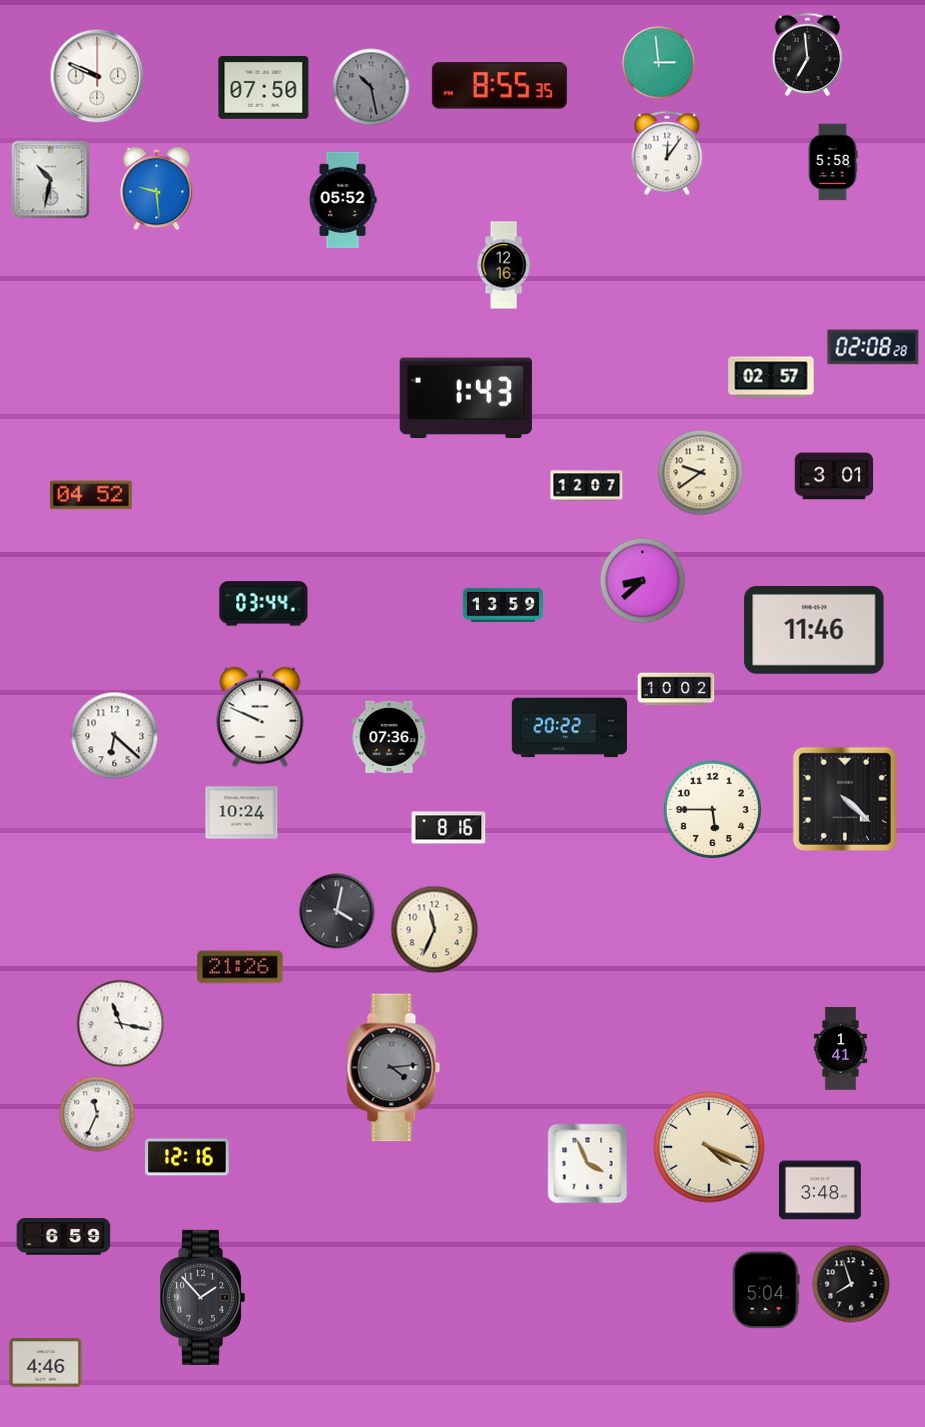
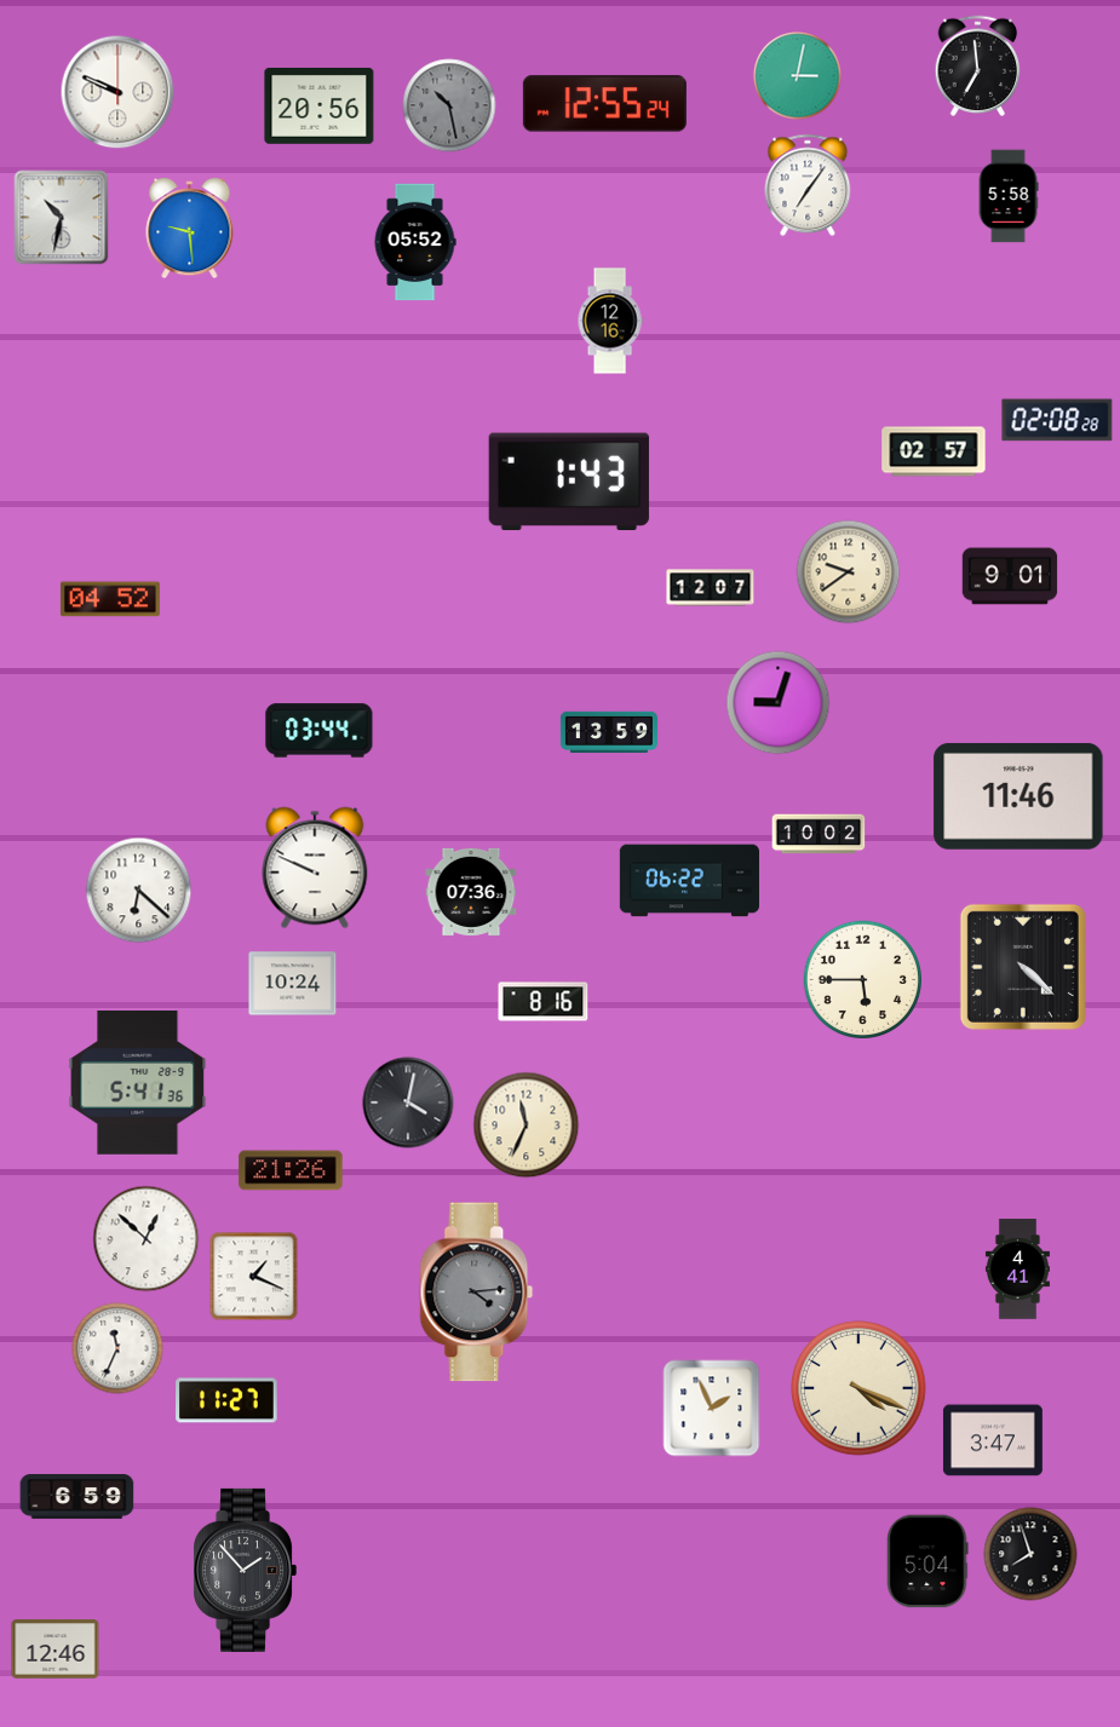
clock at (659, 63): 2:59 -> 3:02
clock at (499, 86): 8:55 -> 12:55
clock at (264, 87): 07:50 -> 20:56
clock at (667, 153): 12:06 -> 7:06
clock at (771, 377) position: (771, 377) -> (934, 451)
clock at (466, 398) position: (466, 398) -> (569, 482)
clock at (834, 476): 3:01 -> 9:01
clock at (643, 581): 8:38 -> 9:03
clock at (814, 630) position: (814, 630) -> (1018, 796)
clock at (569, 728): 20:22 -> 06:22
clock at (138, 1083): none -> 5:41
clock at (121, 1024): 11:17 -> 12:52
clock at (840, 1049): 1:41 -> 4:41
clock at (254, 1277): none -> 1:19
clock at (187, 1157): 12:16 -> 11:27
clock at (588, 1164): 3:56 -> 1:56
clock at (820, 1190): 3:48 -> 3:47
clock at (46, 1363): 4:46 -> 12:46
